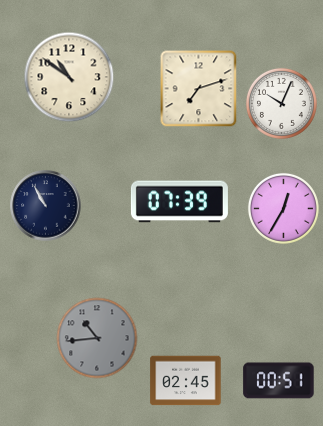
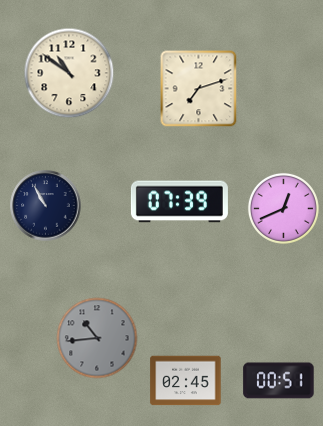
clock at (69, 77) position: (69, 77) -> (69, 73)
clock at (281, 103): 10:04 -> none
clock at (283, 208): 12:35 -> 12:41
